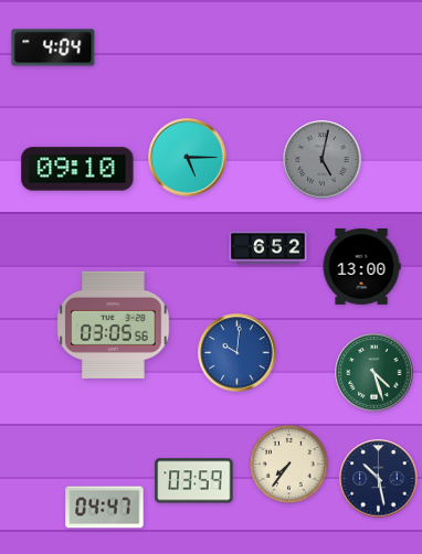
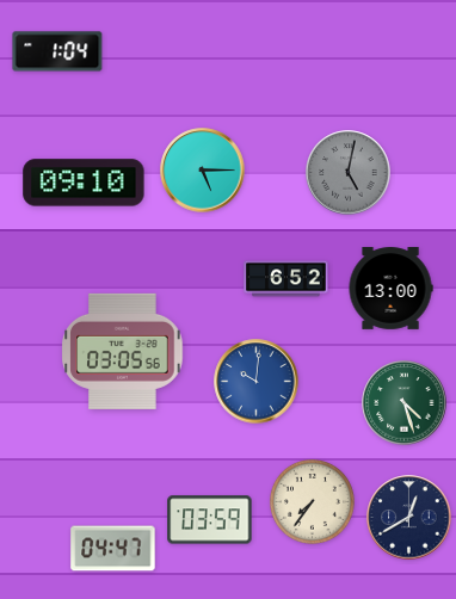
clock at (53, 47): 4:04 -> 1:04
clock at (268, 248) position: (268, 248) -> (286, 279)
clock at (379, 479): 10:28 -> 12:40
